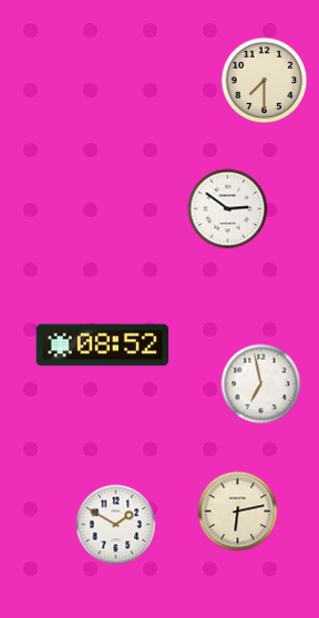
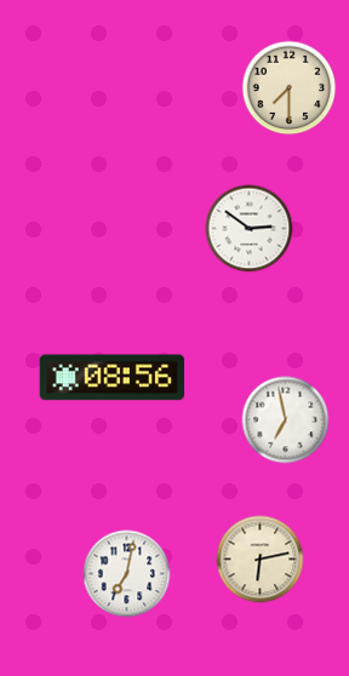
clock at (103, 346): 08:52 -> 08:56
clock at (116, 525): 1:50 -> 7:02
